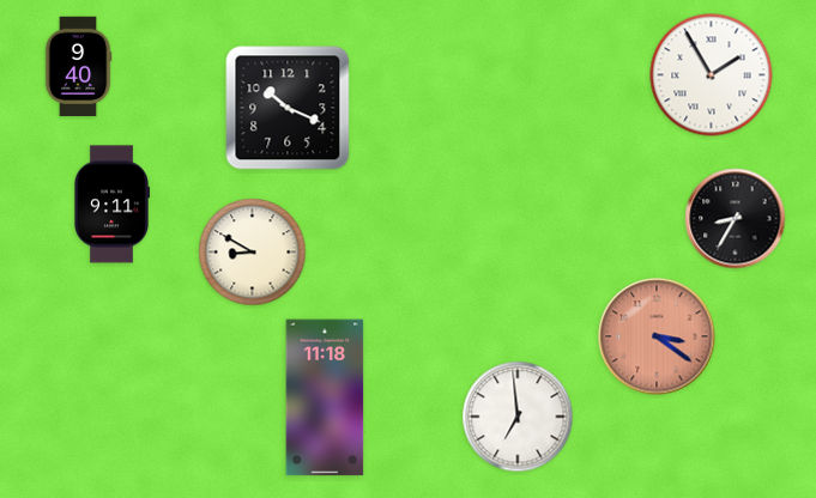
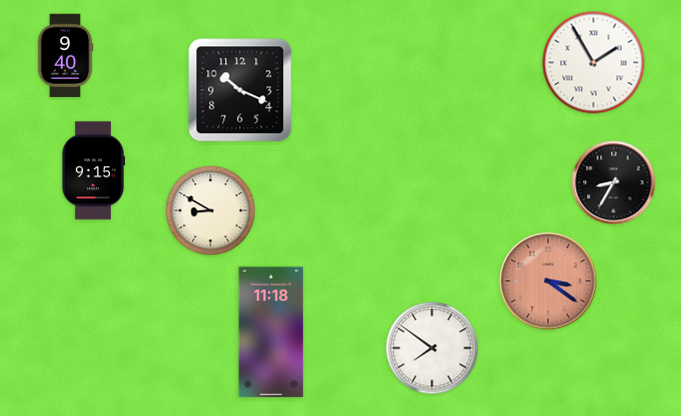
clock at (110, 205): 9:11 -> 9:15
clock at (518, 417): 6:59 -> 7:51
